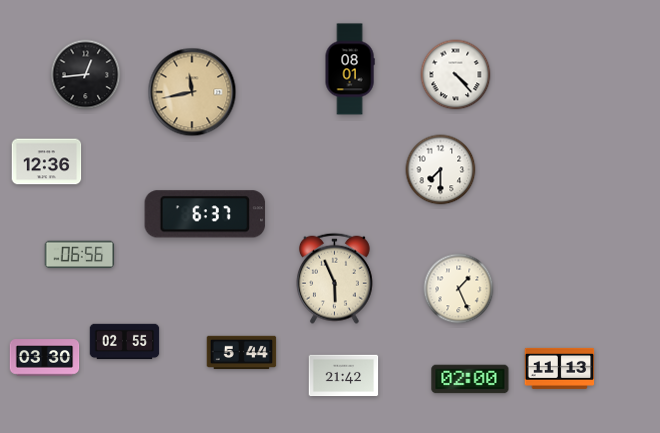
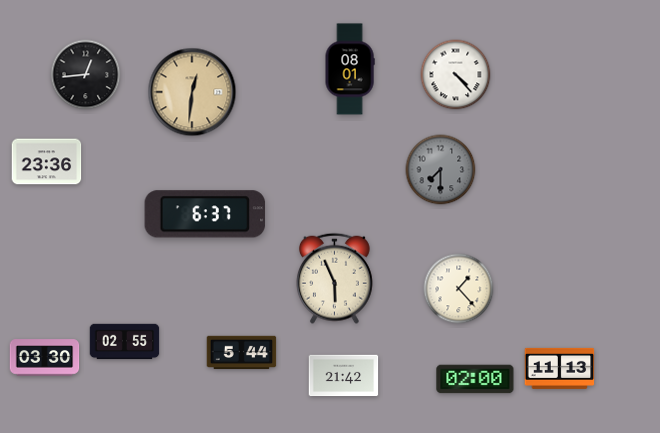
clock at (192, 92): 11:43 -> 12:31
clock at (47, 162): 12:36 -> 23:36
clock at (441, 170) dial: white -> grey
clock at (80, 255): 06:56 -> none
clock at (459, 289): 1:26 -> 1:23
clock at (470, 379) position: (470, 379) -> (475, 379)
